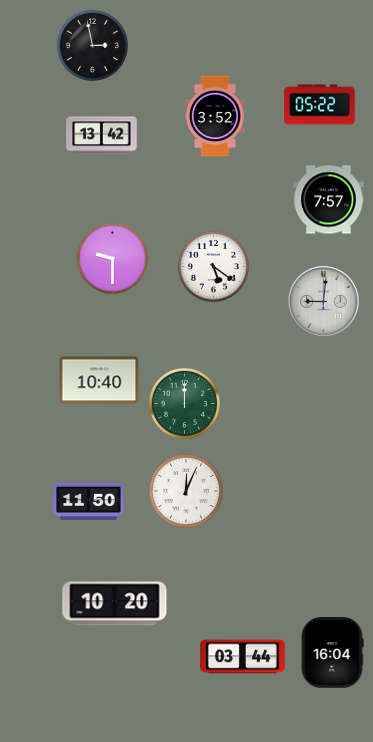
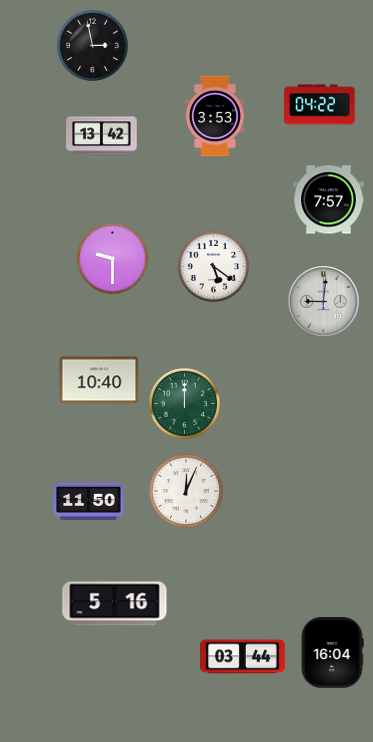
clock at (320, 105): 05:22 -> 04:22
clock at (216, 116): 3:52 -> 3:53
clock at (115, 604): 10:20 -> 5:16
